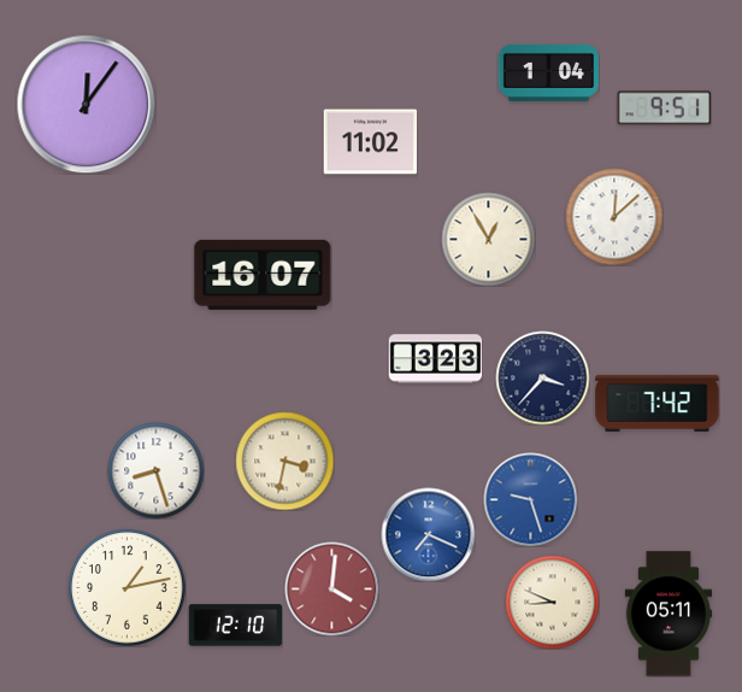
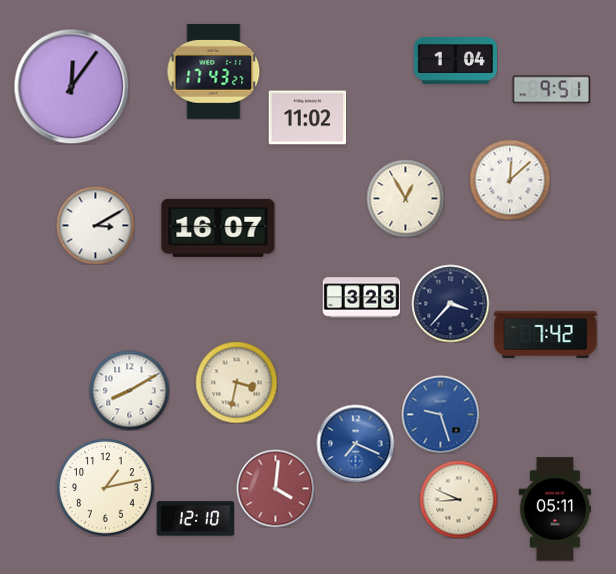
clock at (214, 72): none -> 17:43
clock at (95, 225): none -> 3:10
clock at (542, 377) position: (542, 377) -> (450, 303)
clock at (155, 470): 8:27 -> 8:10
